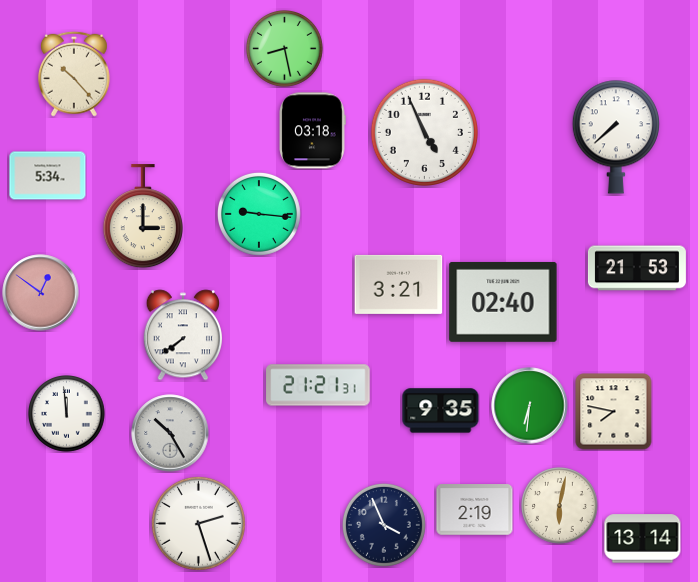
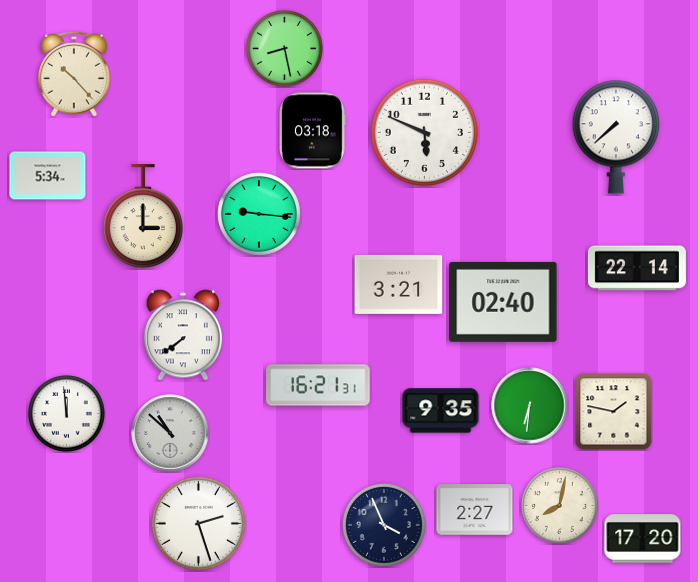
clock at (424, 132): 4:56 -> 5:49
clock at (637, 268): 21:53 -> 22:14
clock at (41, 293): 12:51 -> none
clock at (318, 385): 21:21 -> 16:21
clock at (614, 412): 7:47 -> 1:47
clock at (170, 433): 10:25 -> 10:52
clock at (560, 506): 6:02 -> 8:02
clock at (475, 510): 2:19 -> 2:27
clock at (643, 539): 13:14 -> 17:20
